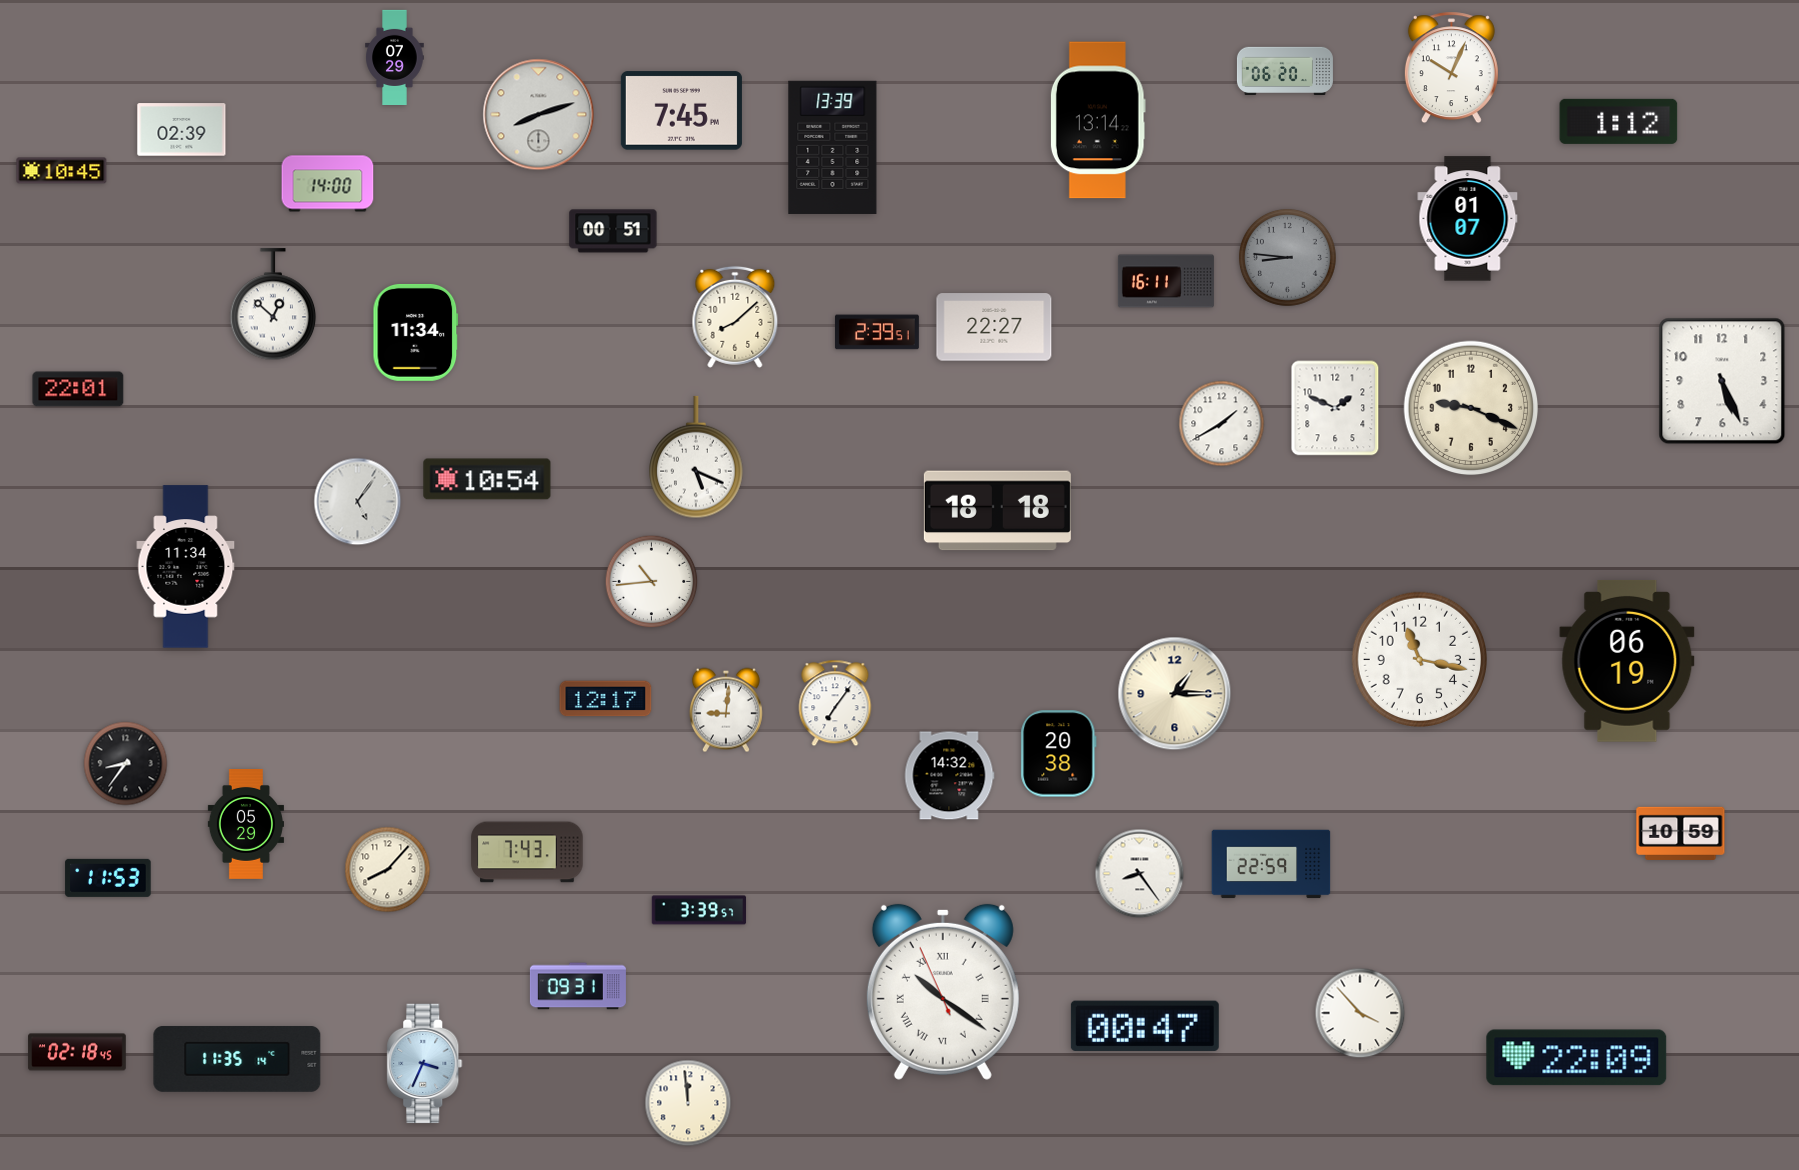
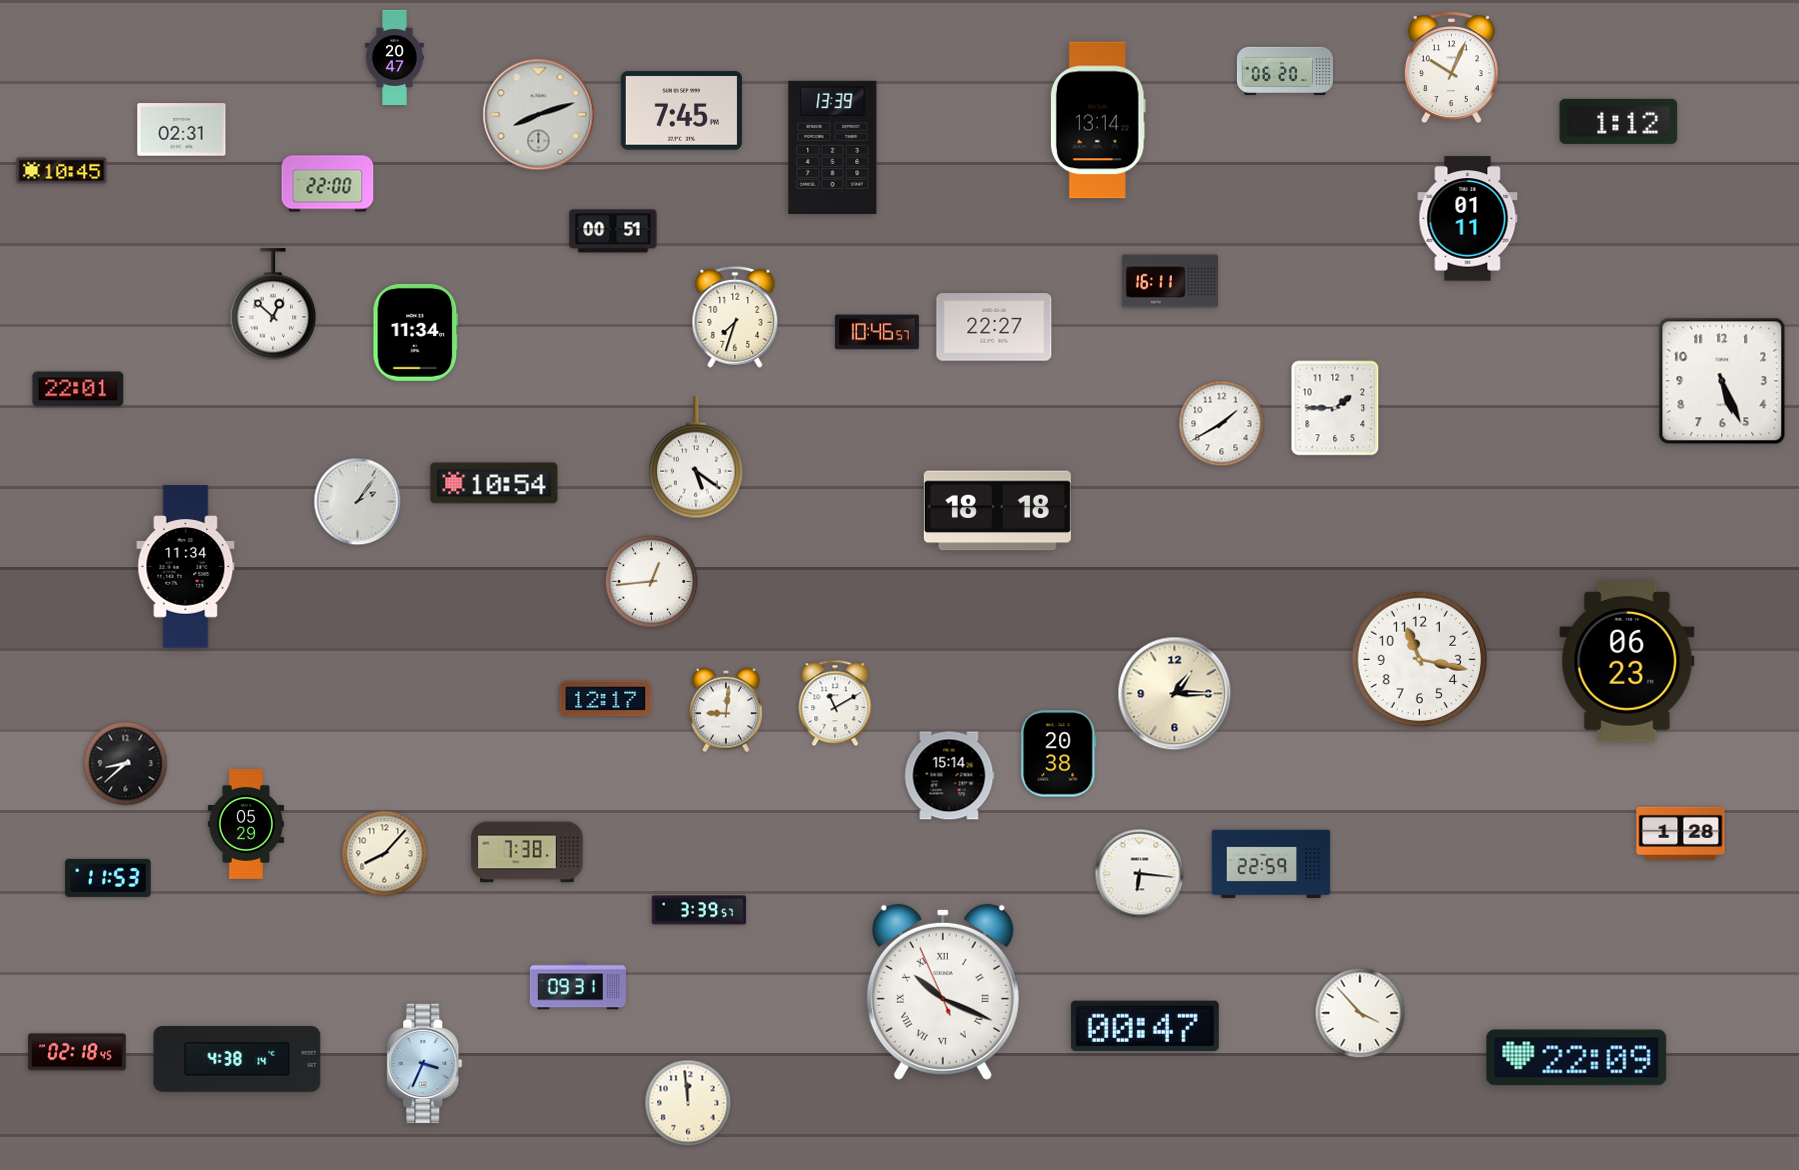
clock at (395, 57): 07:29 -> 20:47
clock at (182, 130): 02:39 -> 02:31
clock at (328, 184): 14:00 -> 22:00
clock at (1468, 219): 01:07 -> 01:11
clock at (1287, 257): 8:46 -> none
clock at (1166, 281) position: (1166, 281) -> (1170, 281)
clock at (735, 317): 8:08 -> 7:33
clock at (877, 332): 2:39 -> 10:46
clock at (1335, 408): 1:49 -> 1:45
clock at (1471, 408): 9:19 -> none
clock at (696, 457): 5:19 -> 5:21
clock at (487, 479) position: (487, 479) -> (494, 483)
clock at (358, 502): 5:06 -> 2:06
clock at (652, 582): 10:44 -> 12:44
clock at (1627, 661): 06:19 -> 06:23
clock at (835, 703): 7:06 -> 11:10
clock at (126, 764): 8:36 -> 8:38
clock at (949, 776): 14:32 -> 15:14
clock at (1681, 833): 10:59 -> 1:28
clock at (527, 852): 7:43 -> 7:38
clock at (388, 870) position: (388, 870) -> (385, 854)
clock at (1140, 874): 8:24 -> 6:16
clock at (943, 992): 10:20 -> 10:18
clock at (237, 1059): 11:35 -> 4:38
